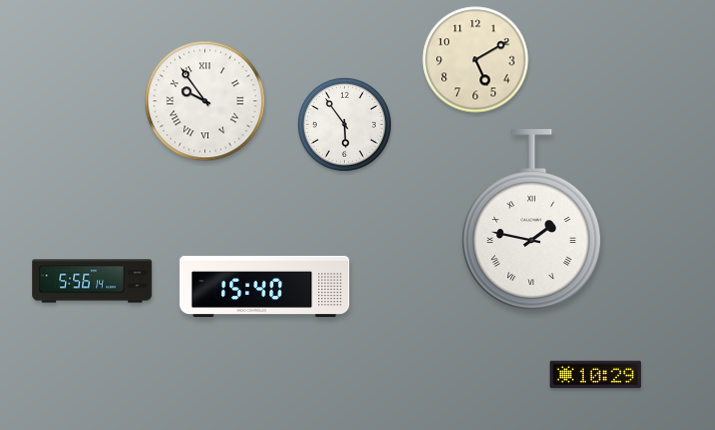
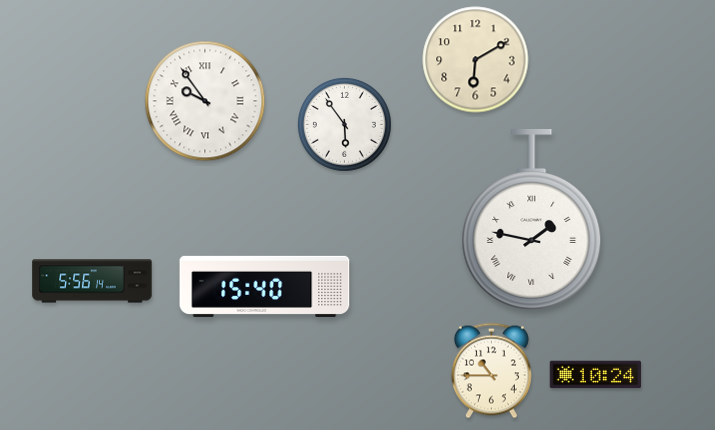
clock at (476, 60): 5:10 -> 6:10
clock at (491, 371): none -> 10:45
clock at (596, 375): 10:29 -> 10:24
